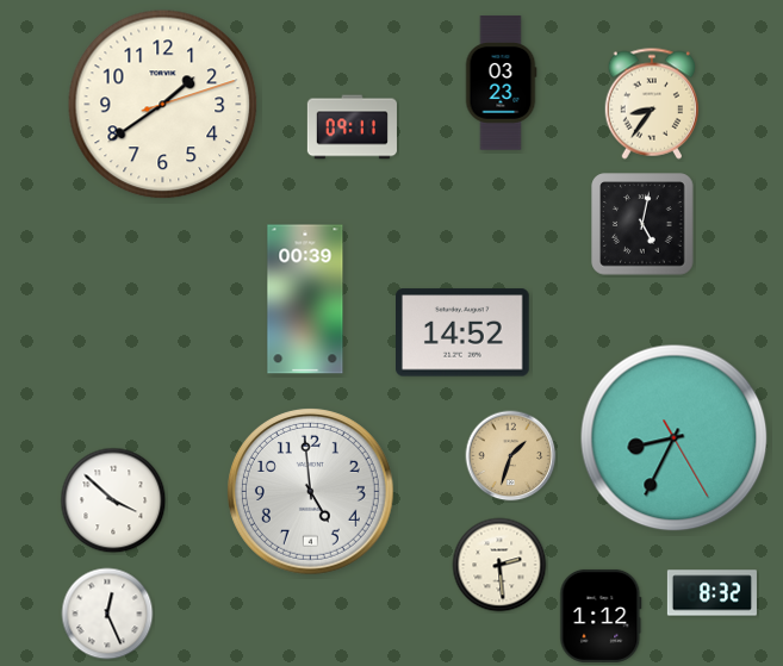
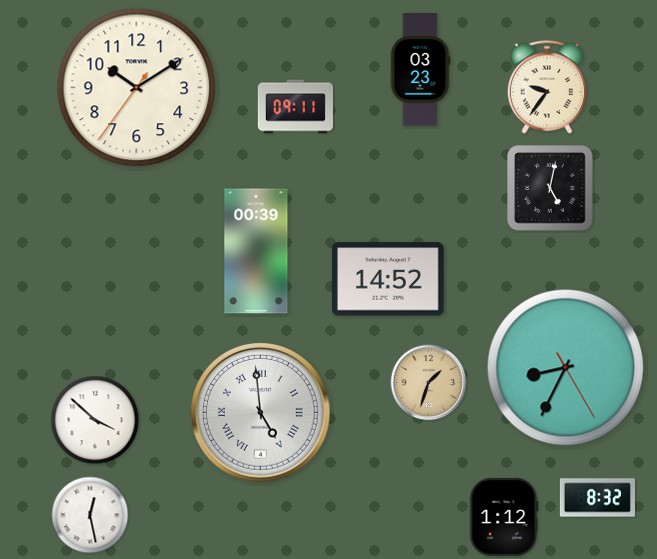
clock at (651, 104): 8:36 -> 9:36
clock at (163, 105): 1:39 -> 10:09
clock at (642, 224) position: (642, 224) -> (550, 188)
clock at (310, 491) numerals: Arabic -> Roman
clock at (499, 565): 2:29 -> none
clock at (107, 614): 12:26 -> 12:28
